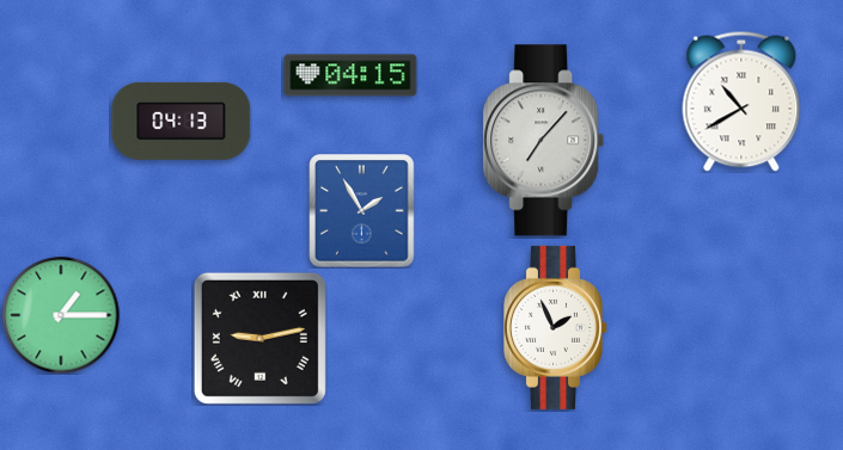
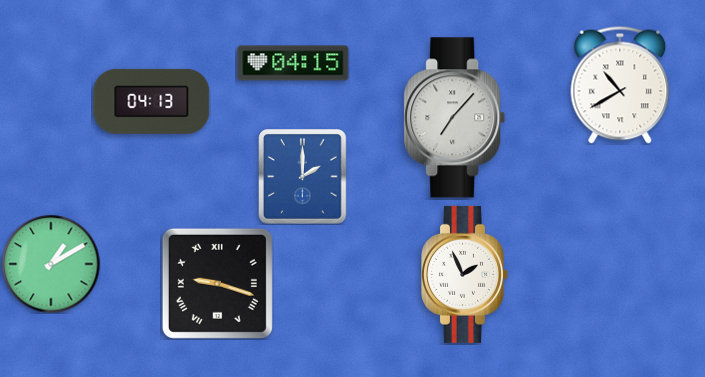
clock at (362, 211): 1:55 -> 2:00
clock at (61, 315): 1:15 -> 1:10
clock at (259, 338): 9:13 -> 9:18
